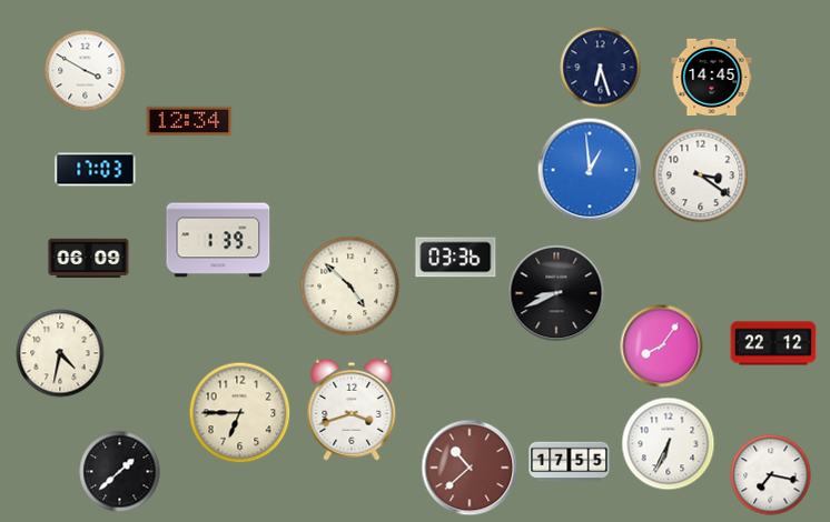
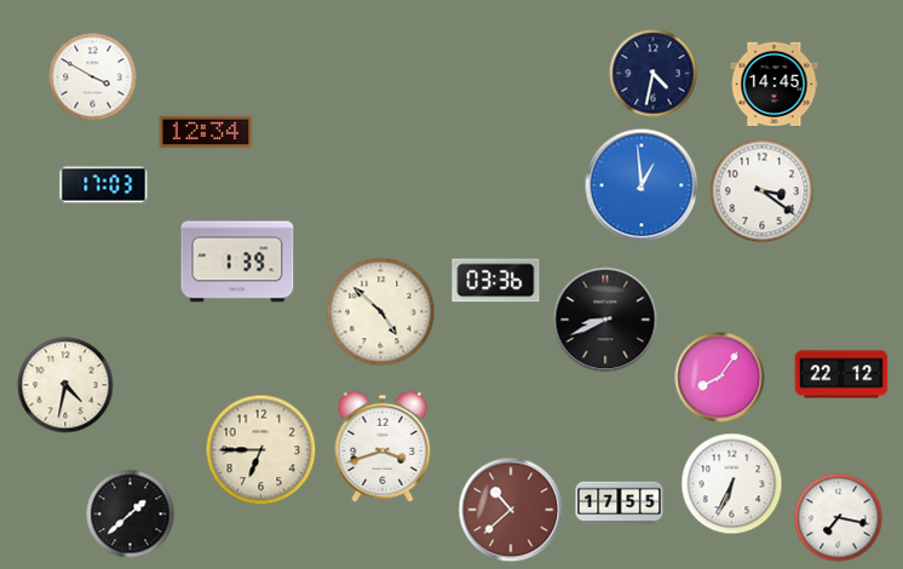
clock at (601, 68): 6:27 -> 4:32
clock at (89, 259): 06:09 -> none
clock at (669, 444) position: (669, 444) -> (732, 484)
